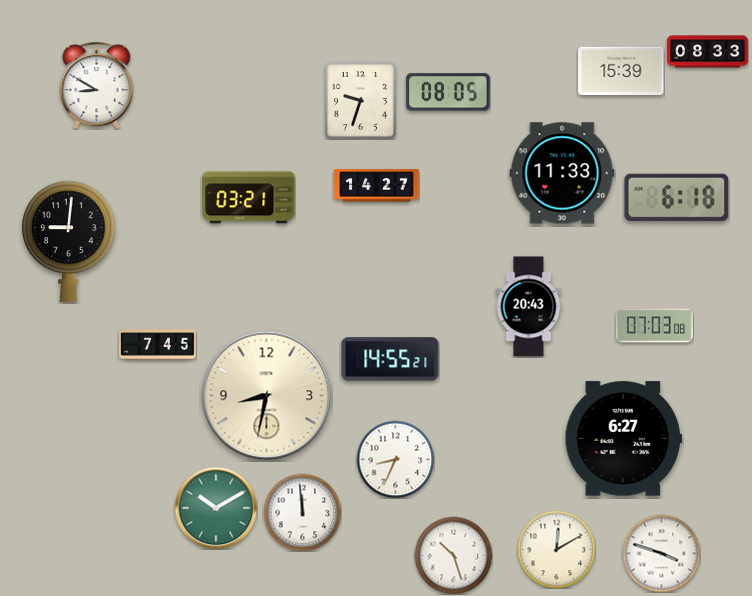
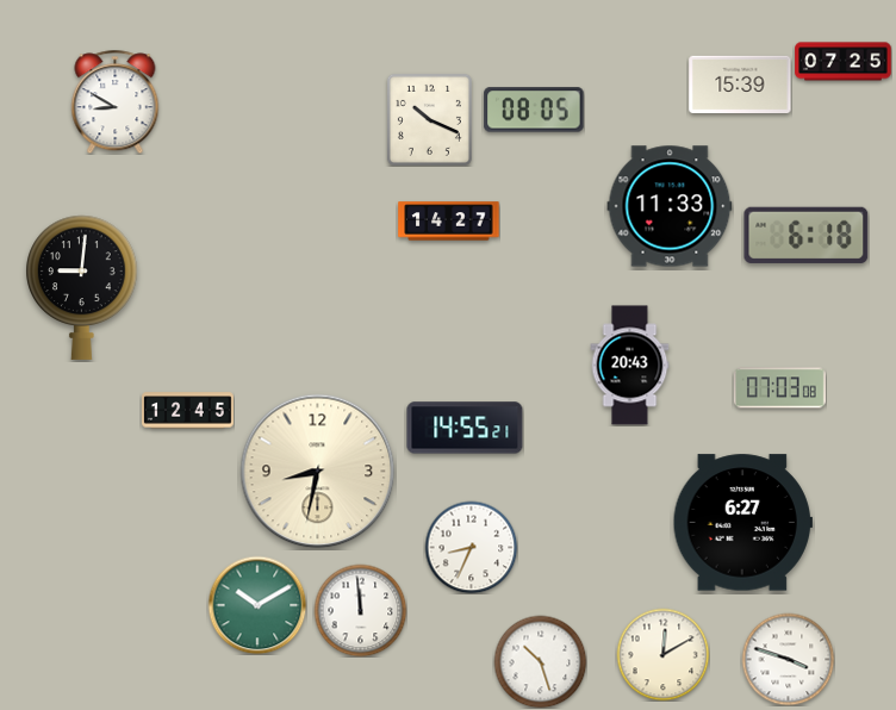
clock at (708, 52): 08:33 -> 07:25
clock at (360, 100): 9:33 -> 10:19
clock at (249, 198): 03:21 -> none
clock at (158, 345): 7:45 -> 12:45
